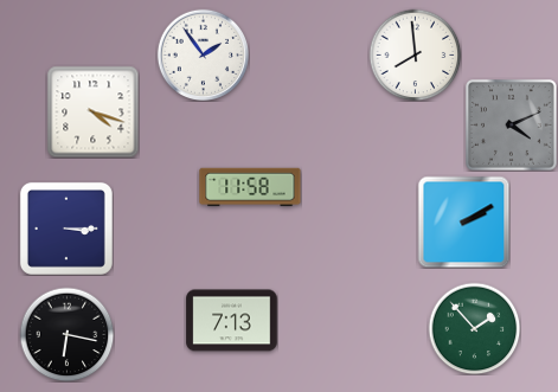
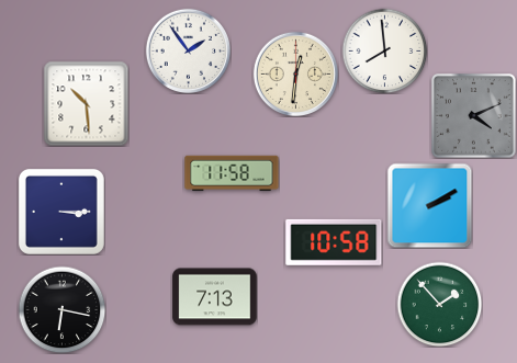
clock at (295, 73): none -> 12:31
clock at (92, 111): 4:18 -> 10:29
clock at (334, 242): none -> 10:58
